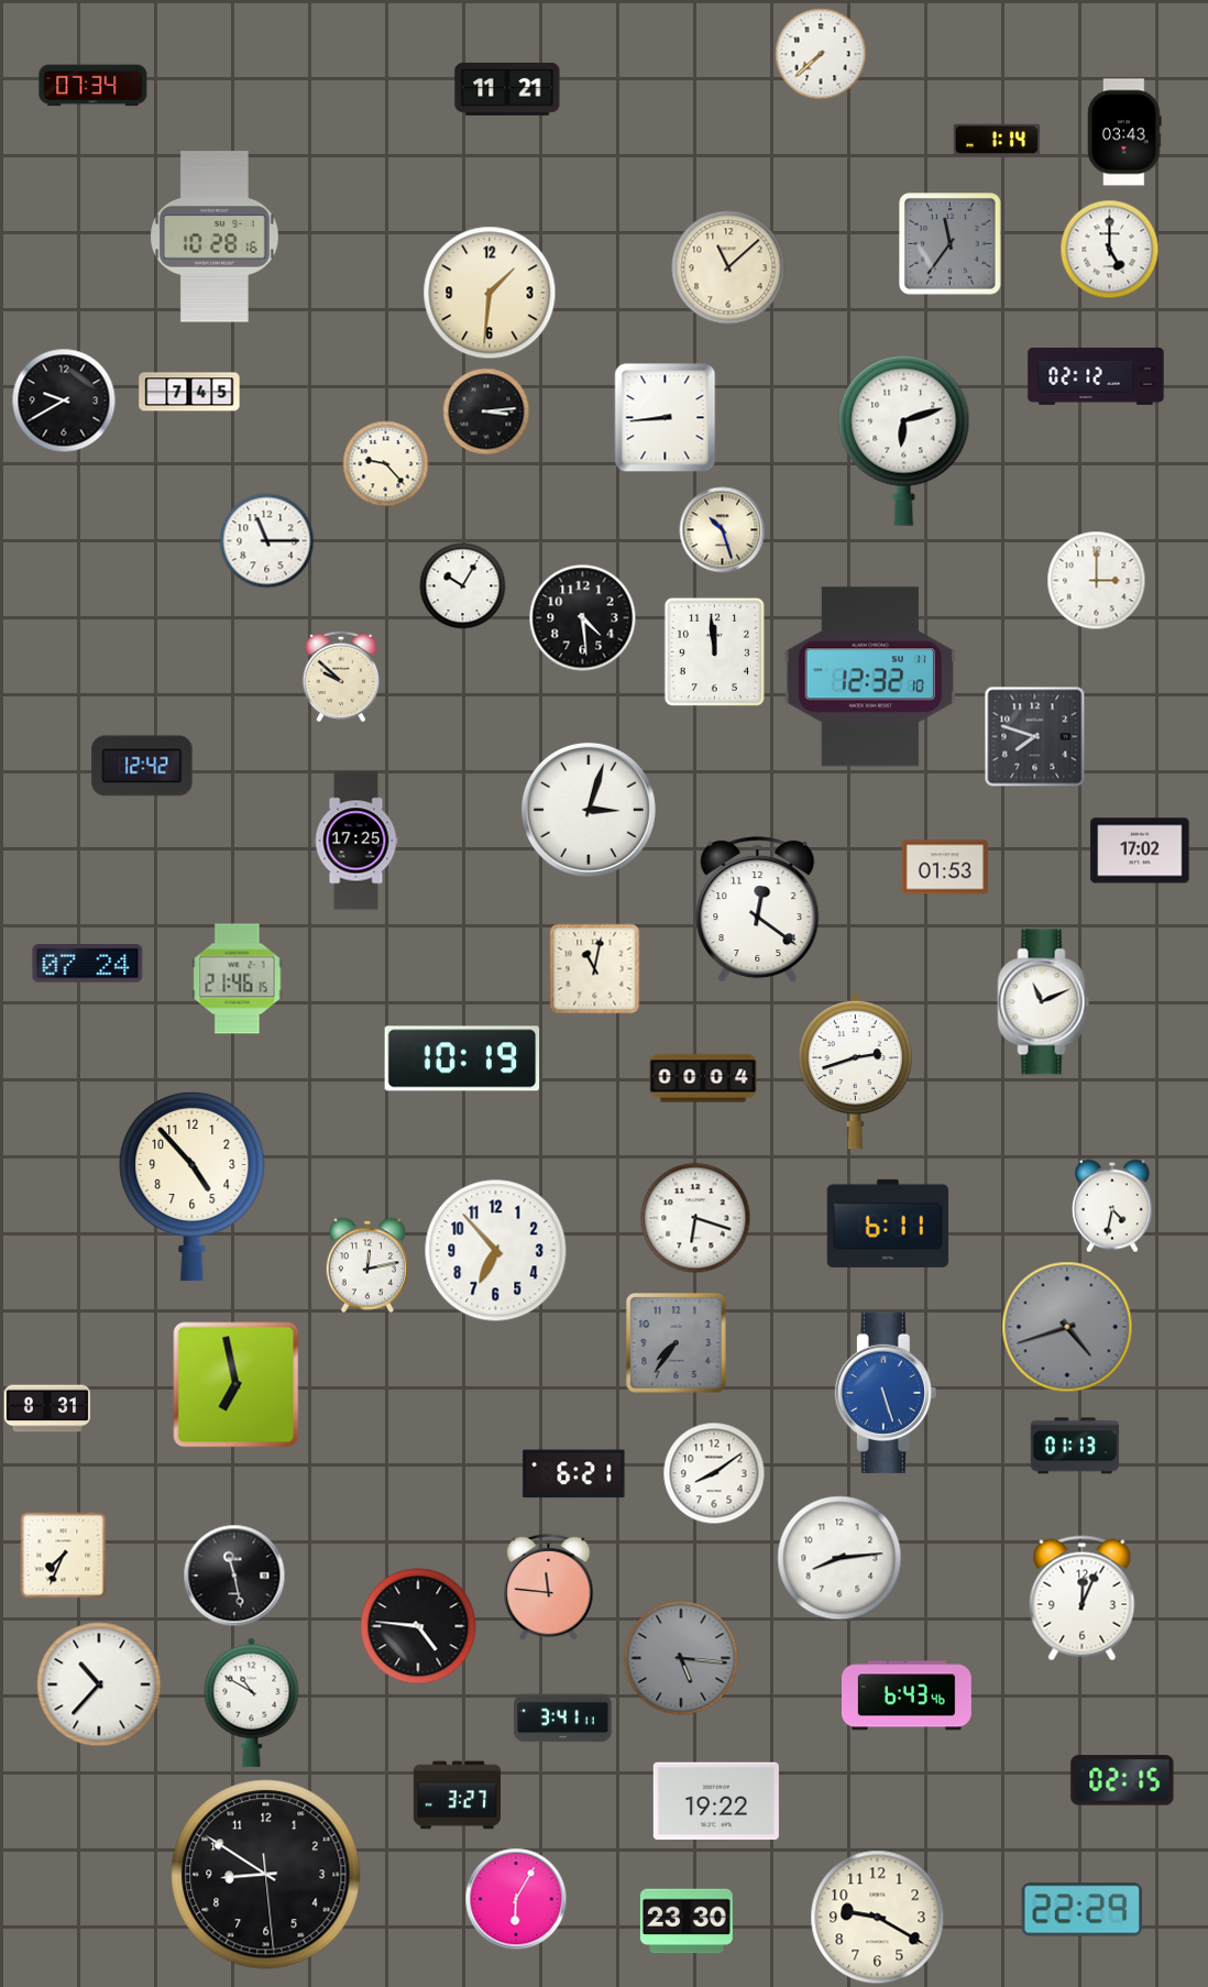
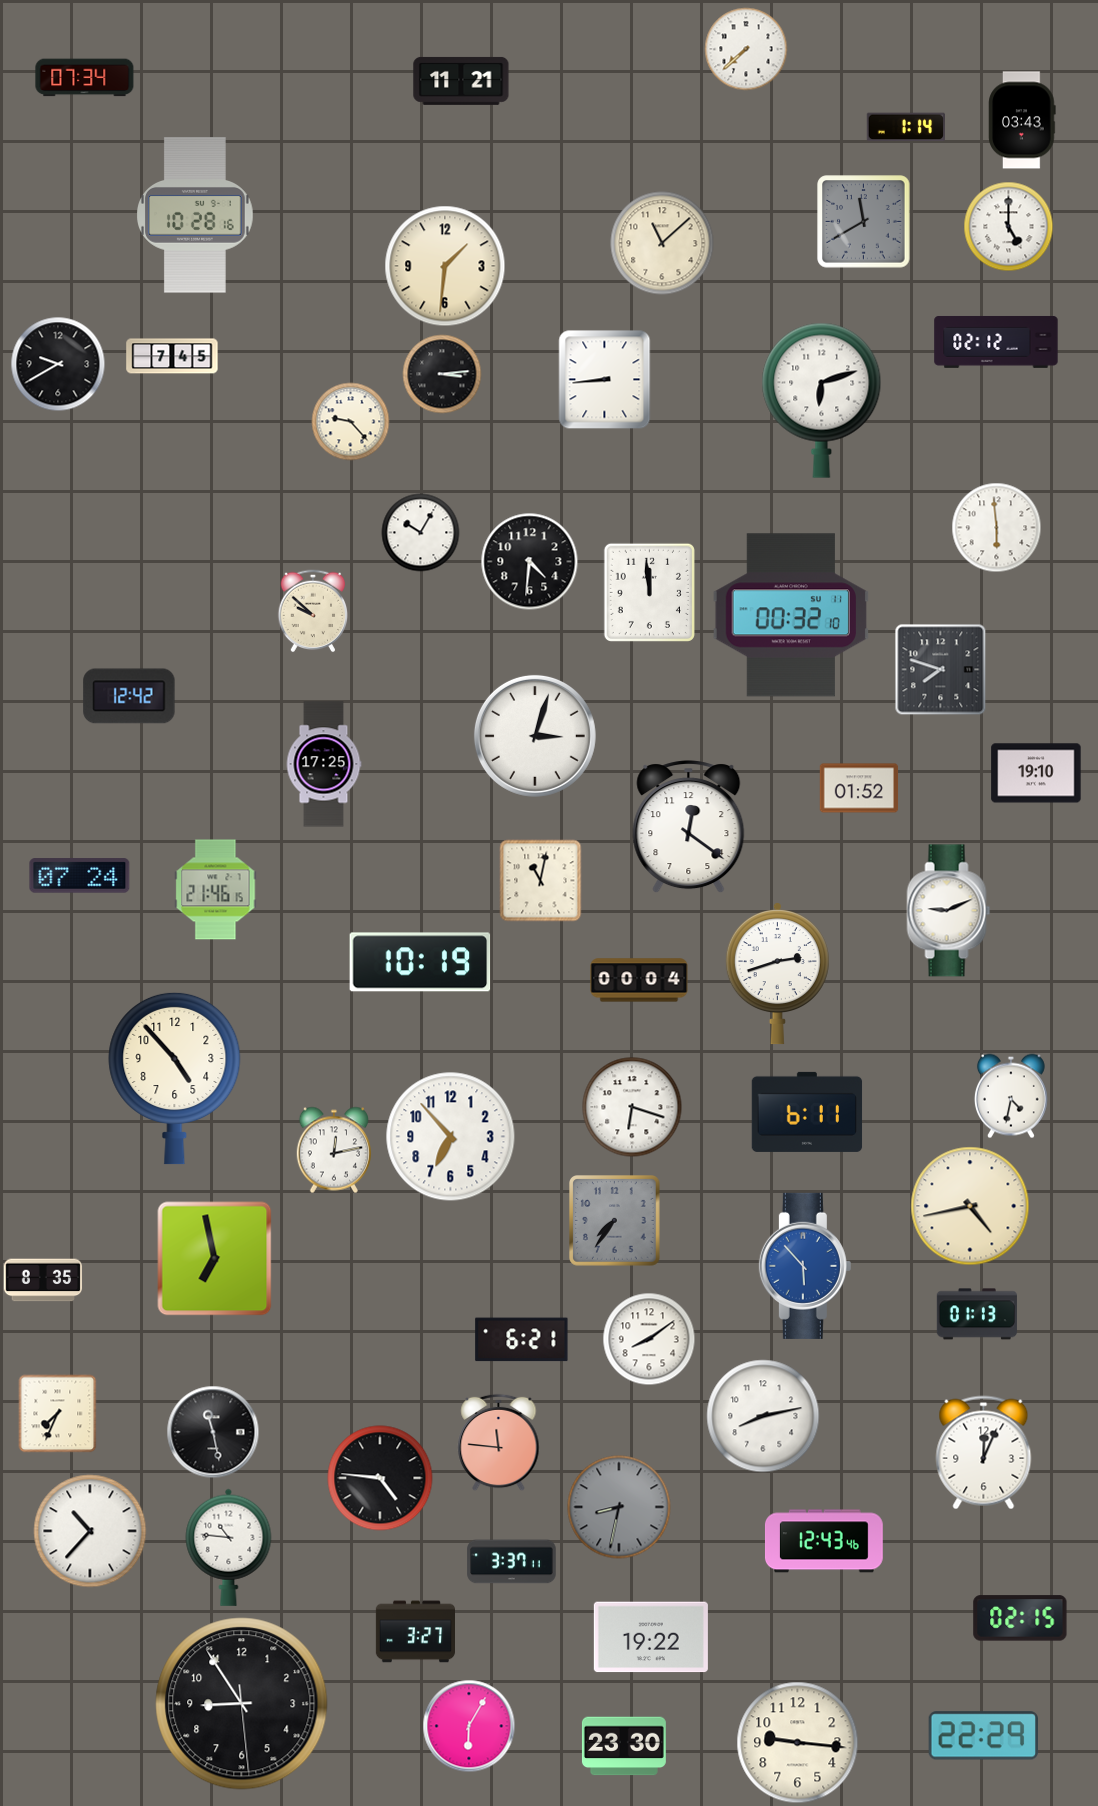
clock at (951, 244): 11:36 -> 11:40
clock at (723, 530): 10:27 -> none
clock at (267, 541): 11:15 -> none
clock at (1097, 581): 3:00 -> 5:59
clock at (583, 618): 4:29 -> 4:31
clock at (341, 677) position: (341, 677) -> (313, 611)
clock at (869, 677): 12:32 -> 00:32
clock at (1140, 850): 17:02 -> 19:10
clock at (945, 867): 01:53 -> 01:52
clock at (1044, 1002): 11:11 -> 9:11
clock at (1067, 1327): 4:42 -> 4:43
clock at (1067, 1327) dial: grey -> cream
clock at (886, 1393): 5:27 -> 5:53
clock at (47, 1408): 8:31 -> 8:35
clock at (839, 1558): 8:14 -> 8:13
clock at (681, 1658): 5:16 -> 8:32
clock at (907, 1695): 6:43 -> 12:43
clock at (252, 1702): 10:50 -> 10:46
clock at (563, 1719): 3:41 -> 3:37
clock at (266, 1875): 8:50 -> 8:54
clock at (878, 1918): 9:20 -> 9:16
